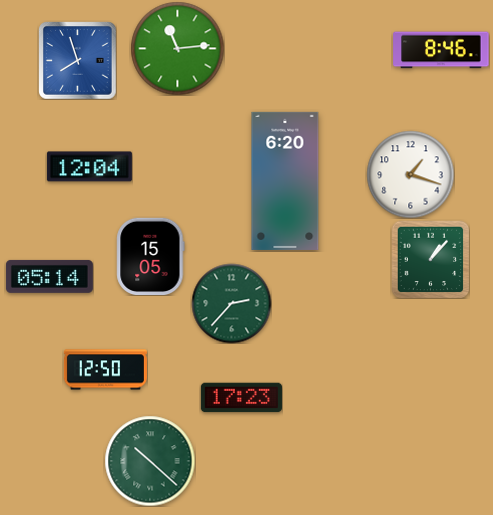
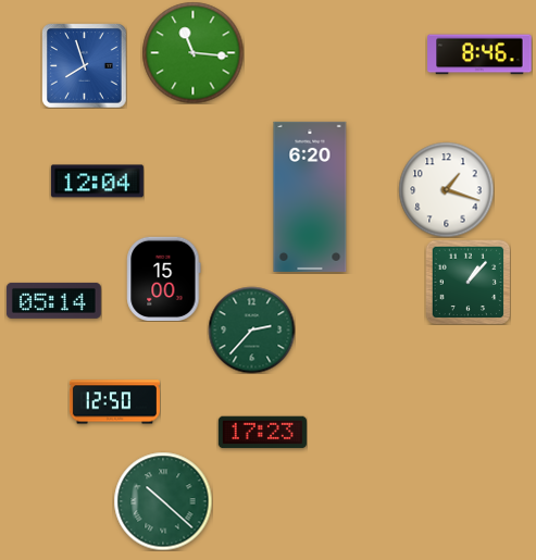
clock at (177, 48): 11:14 -> 11:16
clock at (151, 256): 15:05 -> 15:00
